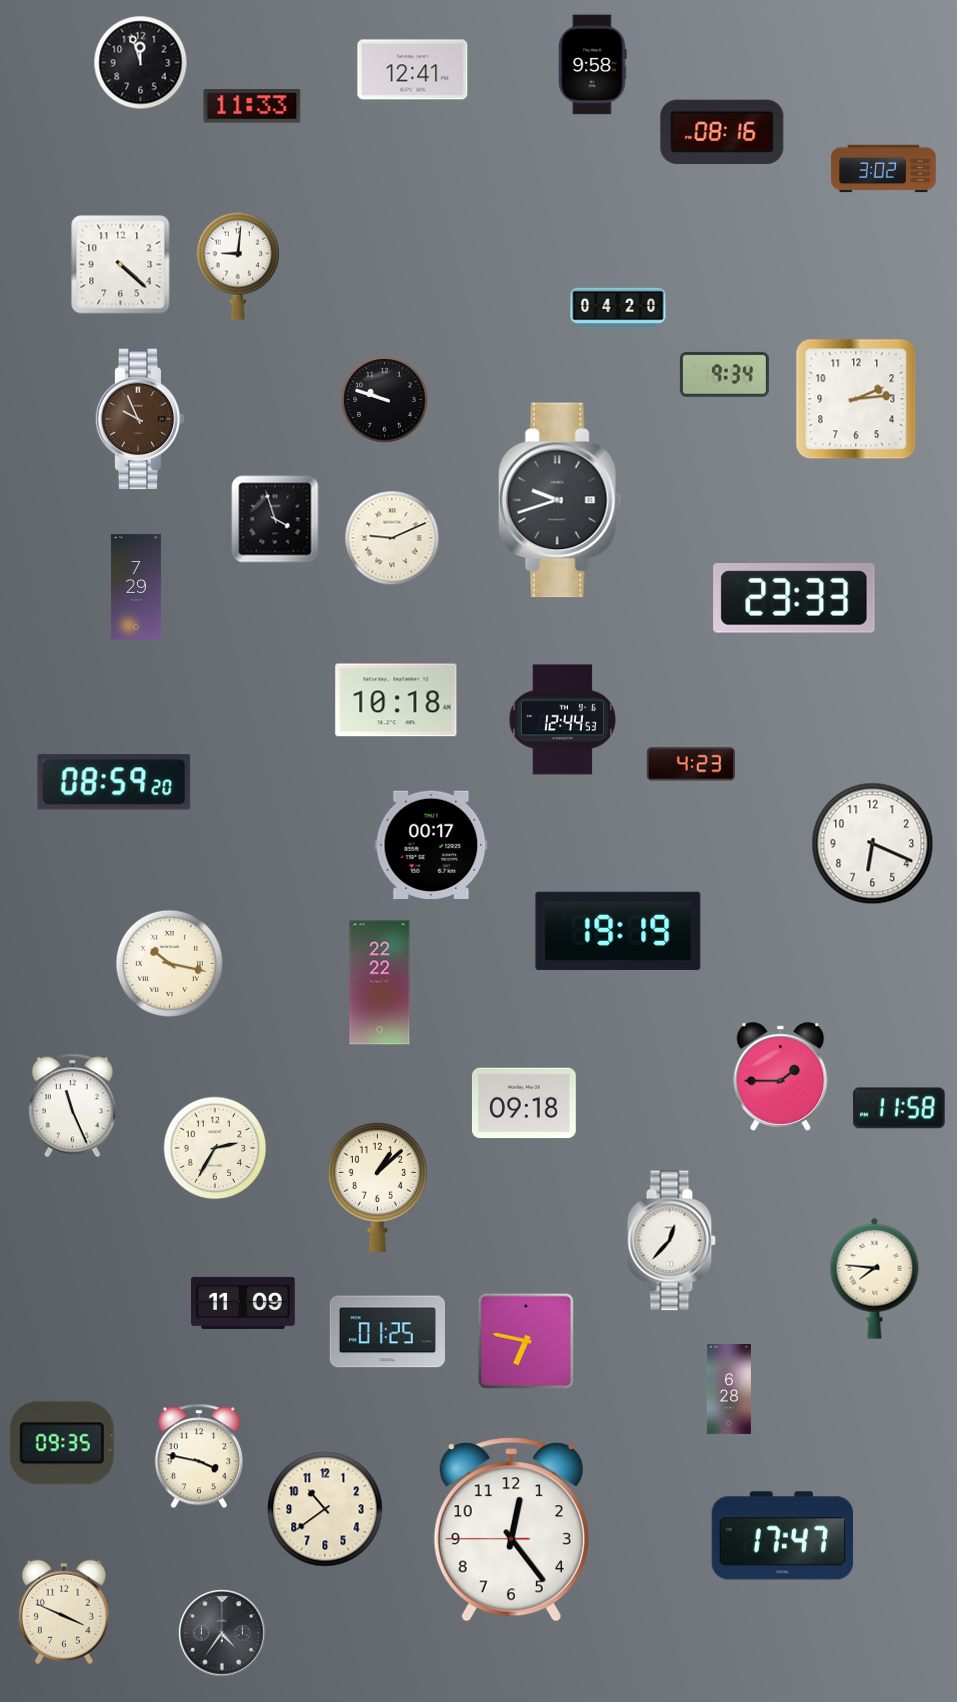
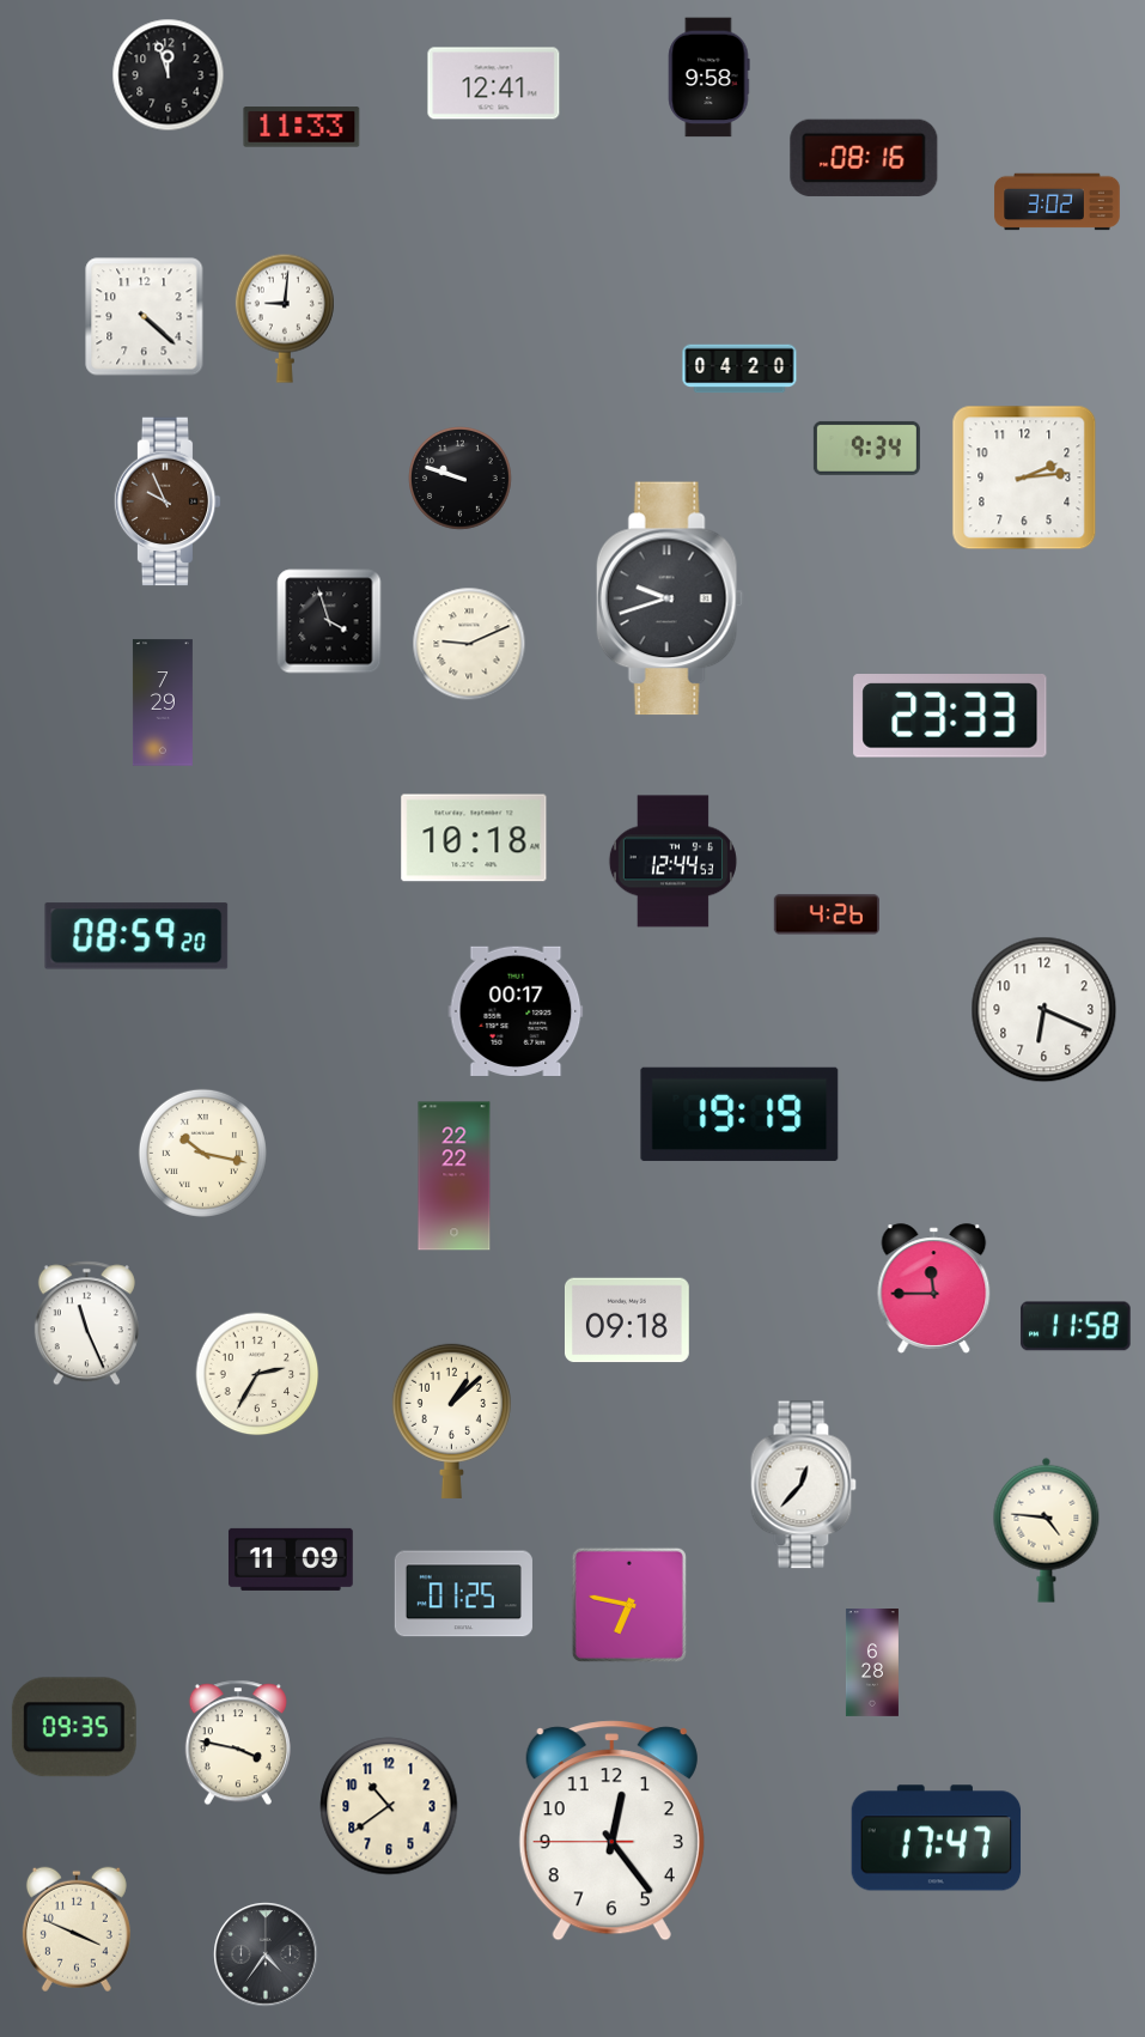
clock at (691, 764): 4:23 -> 4:26
clock at (781, 1077): 1:45 -> 11:45
clock at (875, 1278): 7:46 -> 4:46
